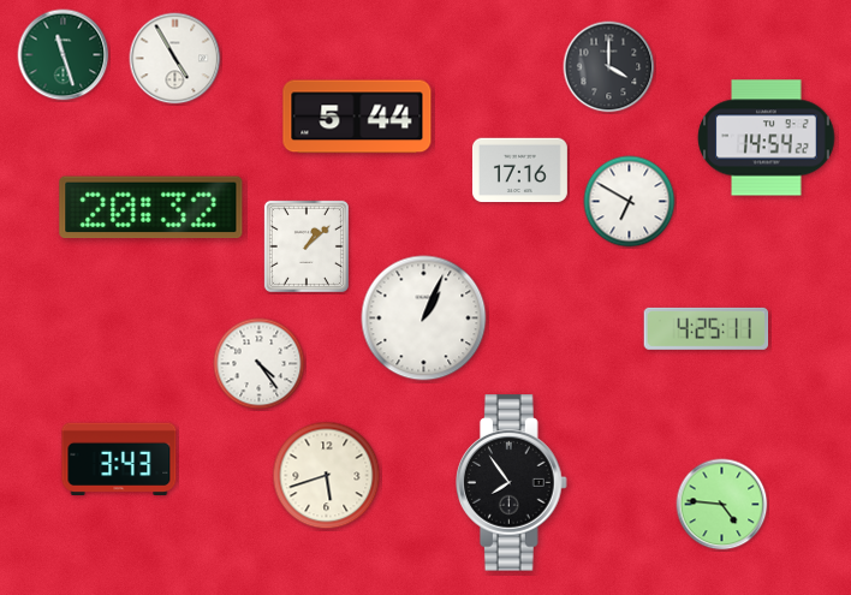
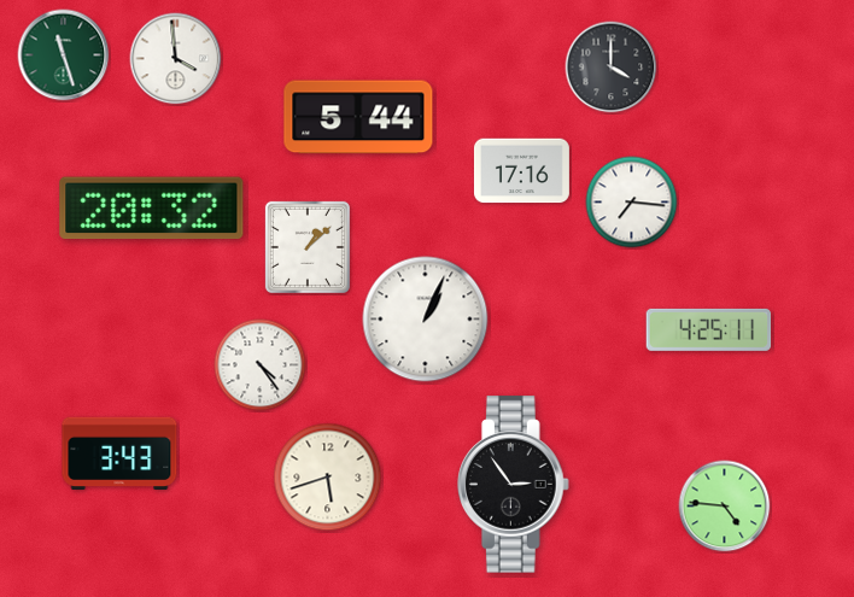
clock at (175, 59): 4:55 -> 3:59
clock at (767, 138): 14:54 -> none
clock at (630, 202): 6:50 -> 7:16
clock at (119, 458) position: (119, 458) -> (119, 452)
clock at (512, 483): 7:54 -> 2:54
